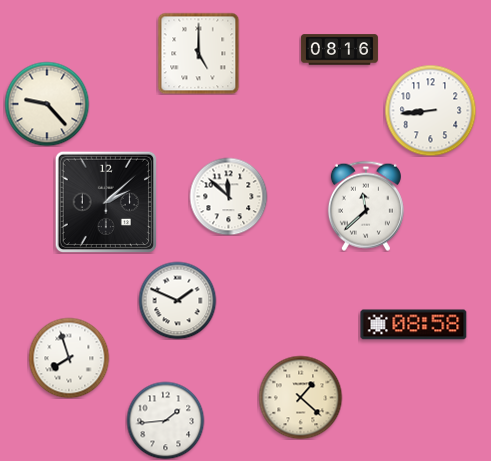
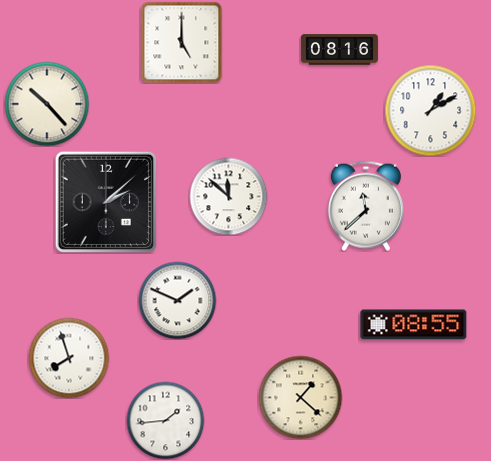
clock at (198, 53) position: (198, 53) -> (181, 42)
clock at (47, 104): 9:23 -> 10:23
clock at (430, 110): 8:44 -> 1:10
clock at (414, 325): 08:58 -> 08:55
